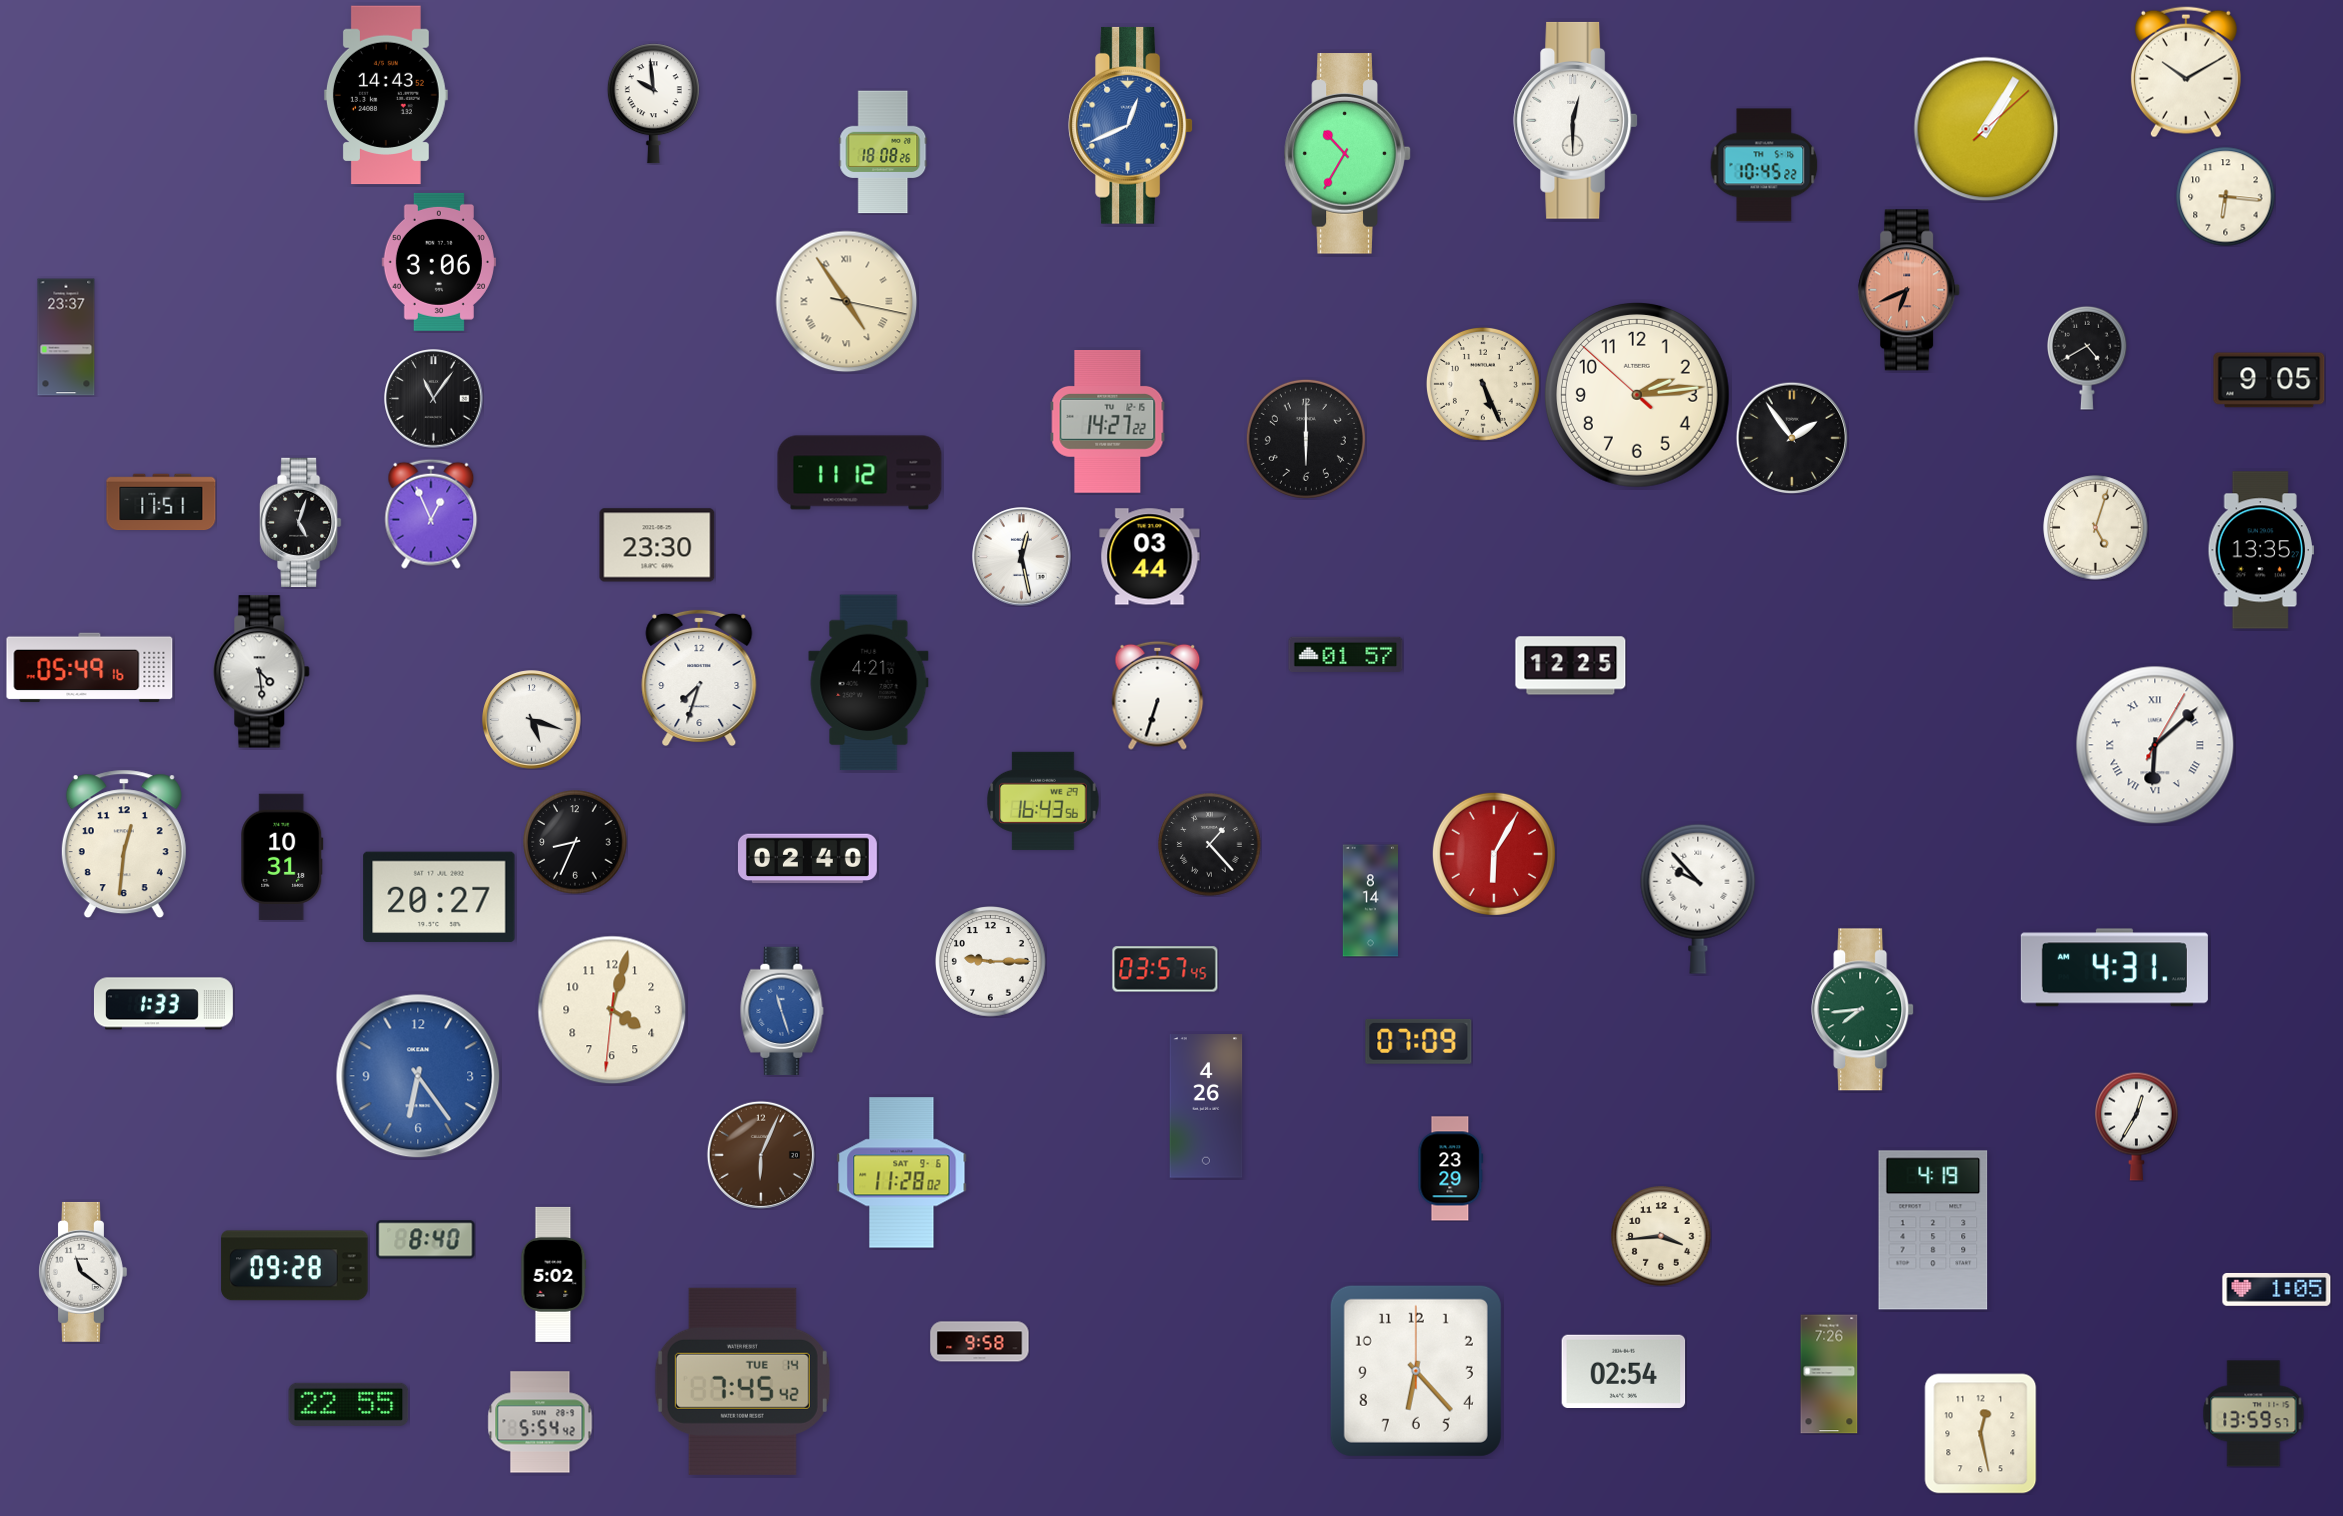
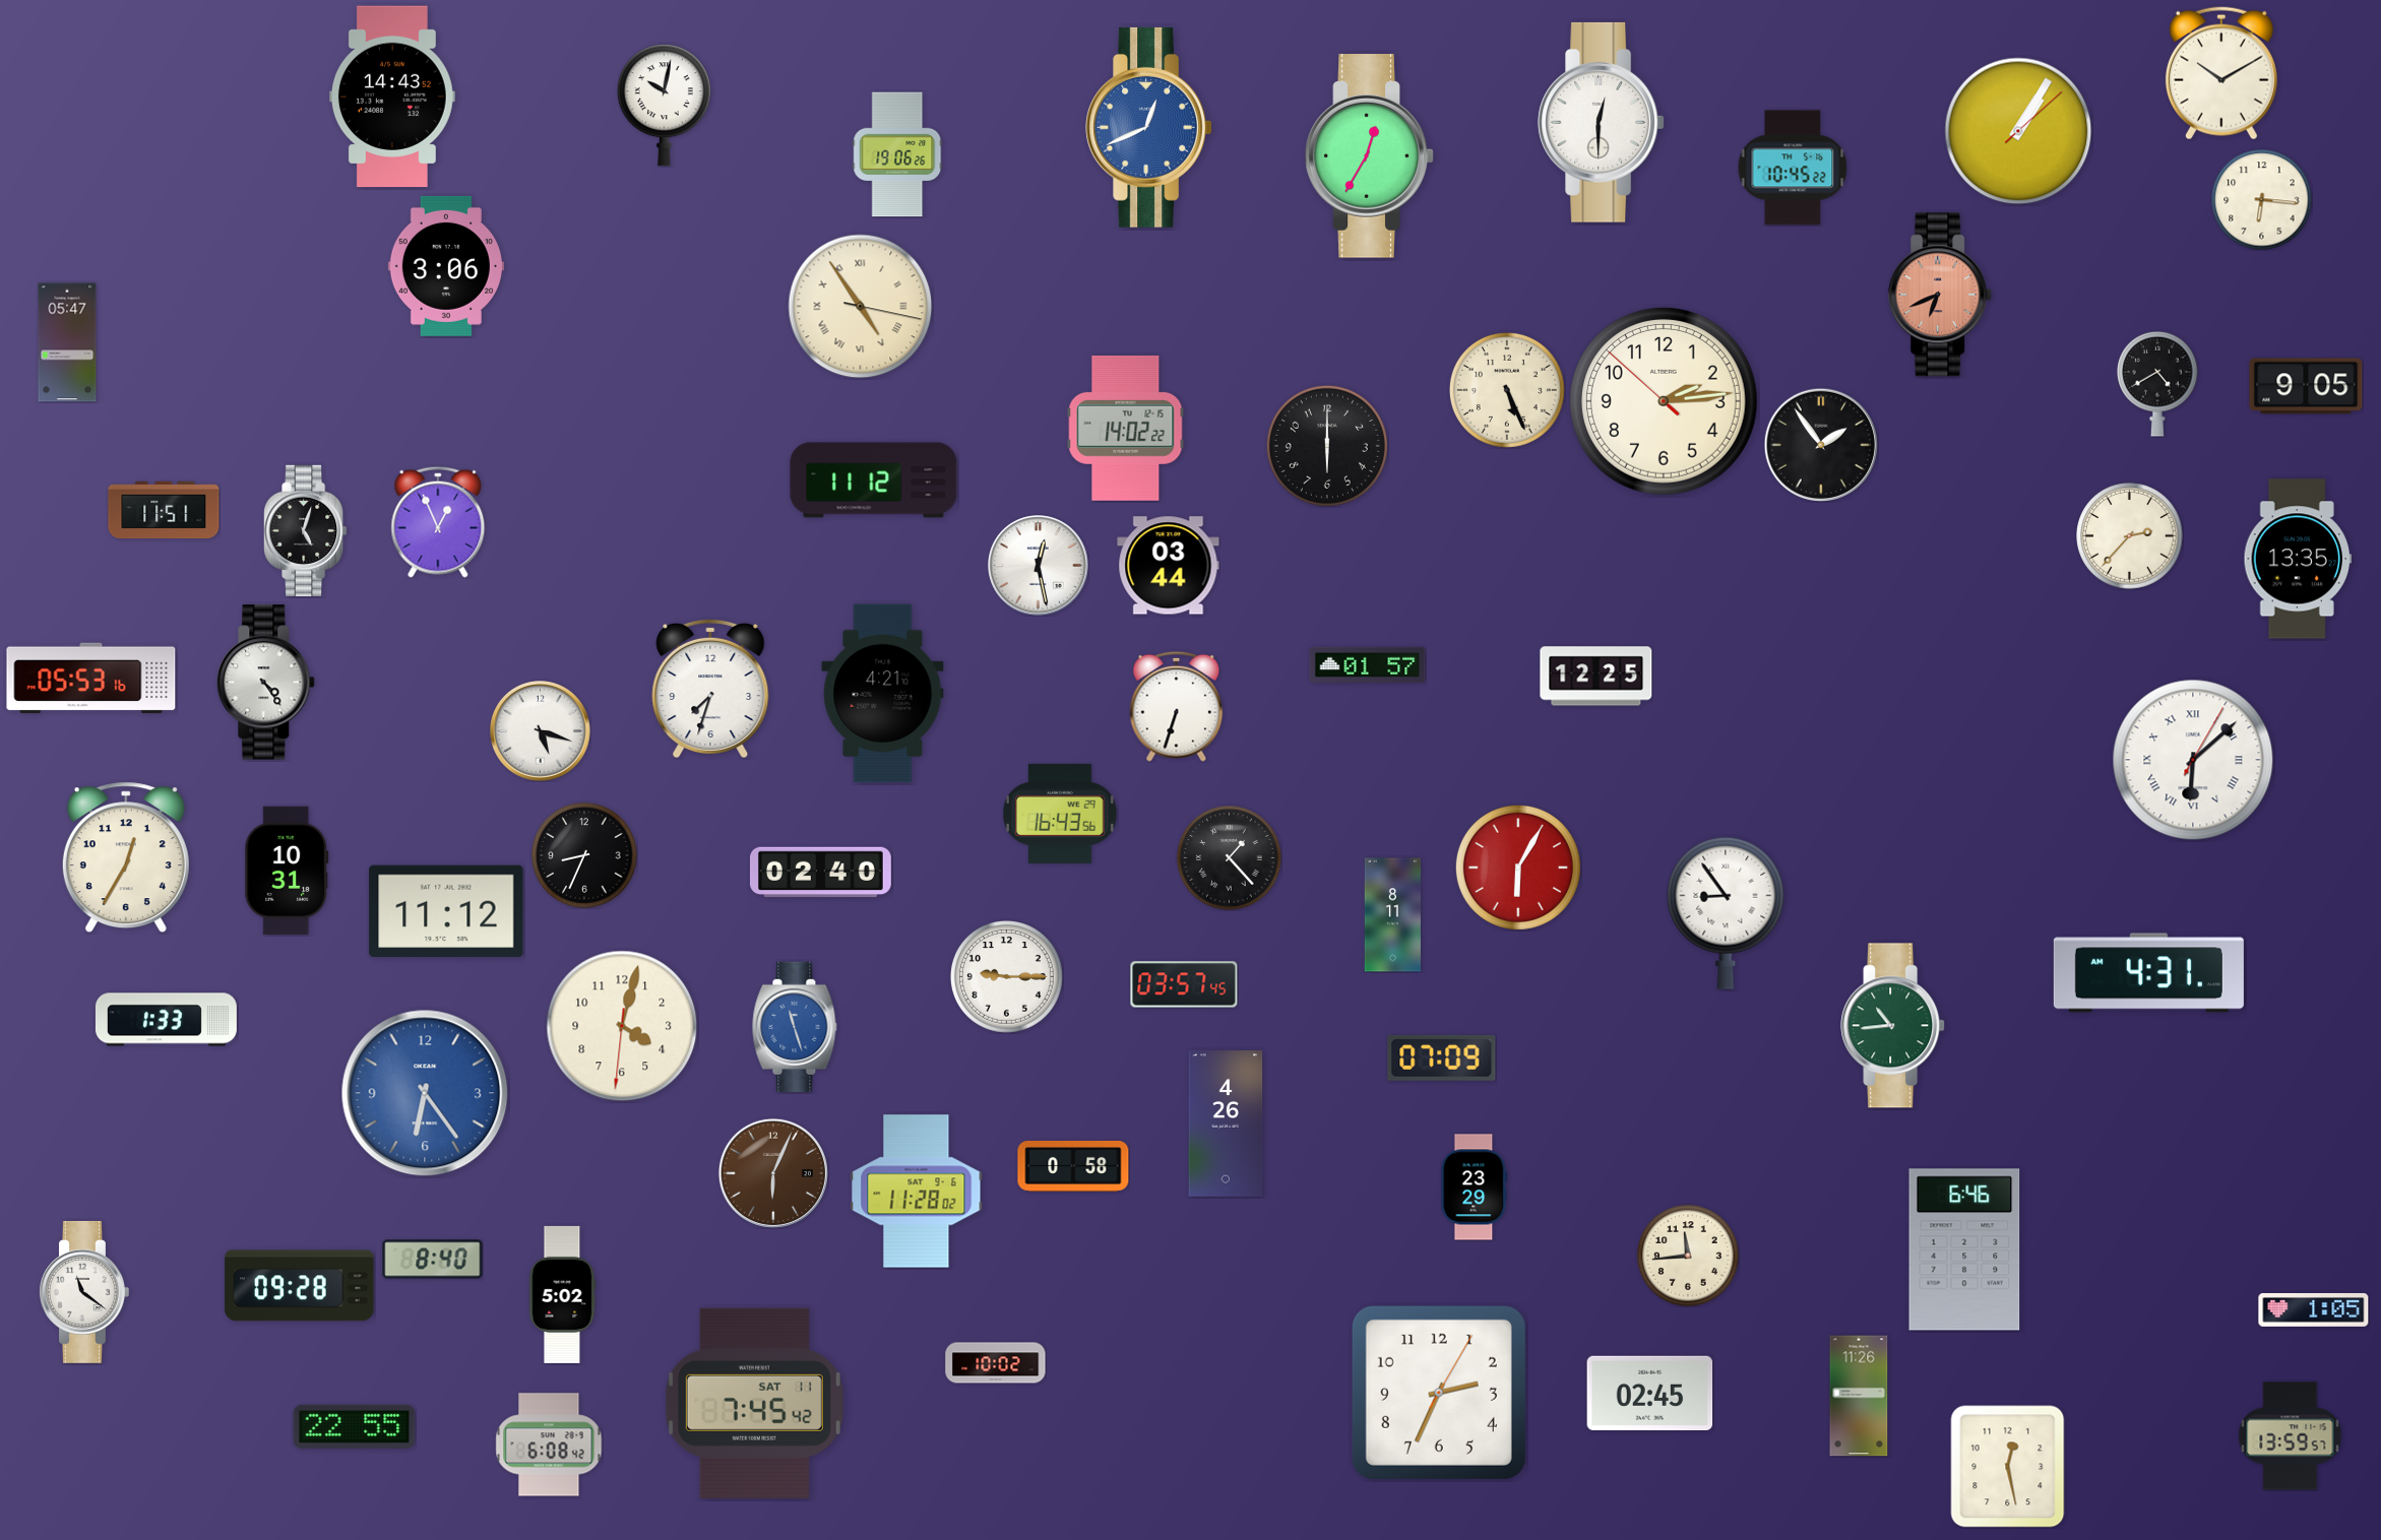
clock at (653, 104): 9:59 -> 10:02
clock at (883, 152): 18:08 -> 19:06
clock at (1348, 154): 10:35 -> 12:35
clock at (66, 337): 23:37 -> 05:47
clock at (2087, 358) position: (2087, 358) -> (2157, 384)
clock at (434, 399): 11:06 -> none
clock at (1108, 422): 14:27 -> 14:02
clock at (2096, 528): 5:03 -> 2:37
clock at (657, 545): 23:30 -> none
clock at (90, 668): 05:49 -> 05:53
clock at (262, 672): 4:29 -> 4:24
clock at (2155, 745) position: (2155, 745) -> (2193, 760)
clock at (124, 844): 12:31 -> 12:35
clock at (439, 897): 20:27 -> 11:12
clock at (1698, 899): 9:53 -> 8:54
clock at (1370, 901): 8:14 -> 8:11
clock at (2114, 968) position: (2114, 968) -> (2148, 973)
clock at (1863, 1010): 7:44 -> 10:44
clock at (2137, 1126): 12:35 -> none
clock at (1073, 1166): none -> 0:58
clock at (1933, 1230): 4:19 -> 6:46
clock at (1661, 1236): 3:44 -> 11:44
clock at (980, 1342): 9:58 -> 10:02
clock at (1416, 1371): 6:23 -> 2:34
clock at (1624, 1371): 02:54 -> 02:45
clock at (1829, 1374): 7:26 -> 11:26
clock at (742, 1381) date: TUE 14 -> SAT 11
clock at (540, 1422): 5:54 -> 6:08
clock at (1981, 1434) position: (1981, 1434) -> (2008, 1467)
